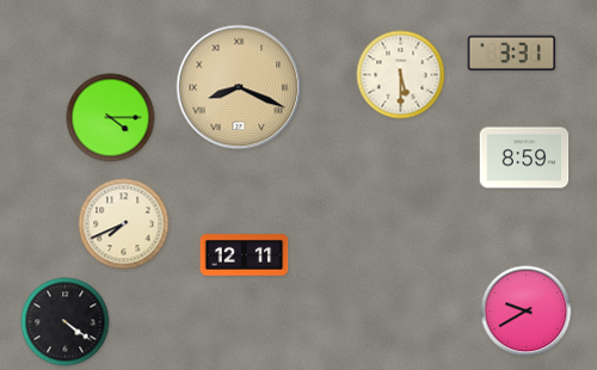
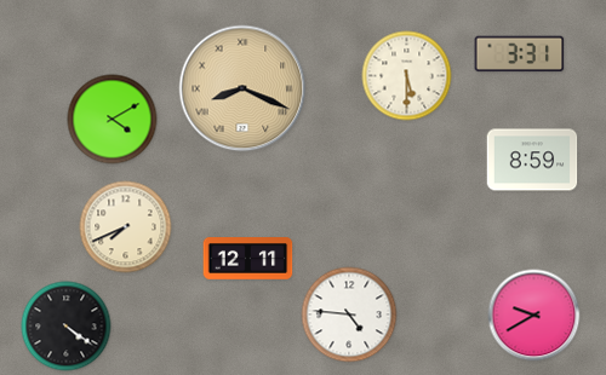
clock at (111, 118): 4:15 -> 4:10
clock at (349, 315): none -> 4:46
